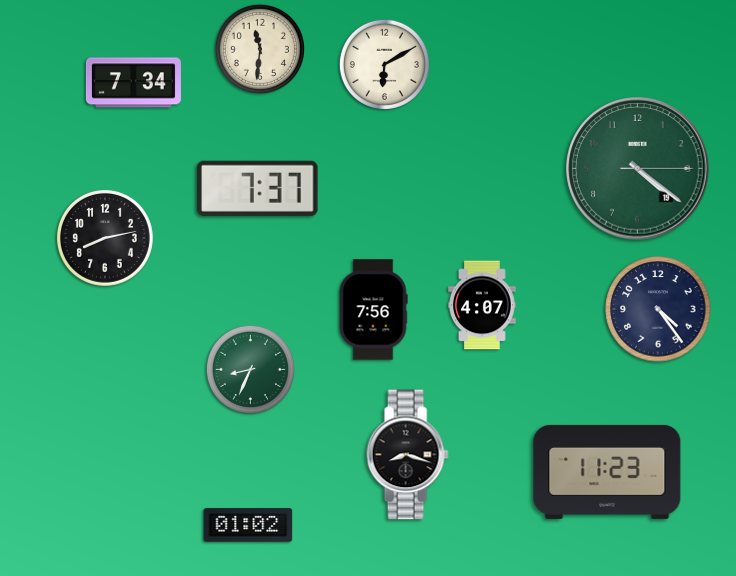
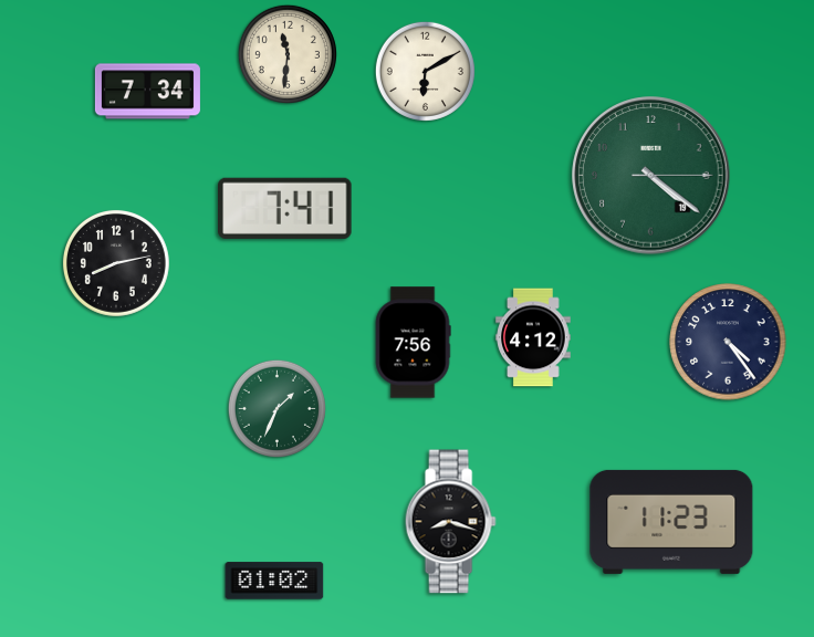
clock at (638, 169) position: (638, 169) -> (651, 176)
clock at (258, 188): 7:37 -> 7:41
clock at (482, 305): 4:07 -> 4:12
clock at (250, 369): 8:34 -> 1:34
clock at (407, 455) position: (407, 455) -> (450, 522)
